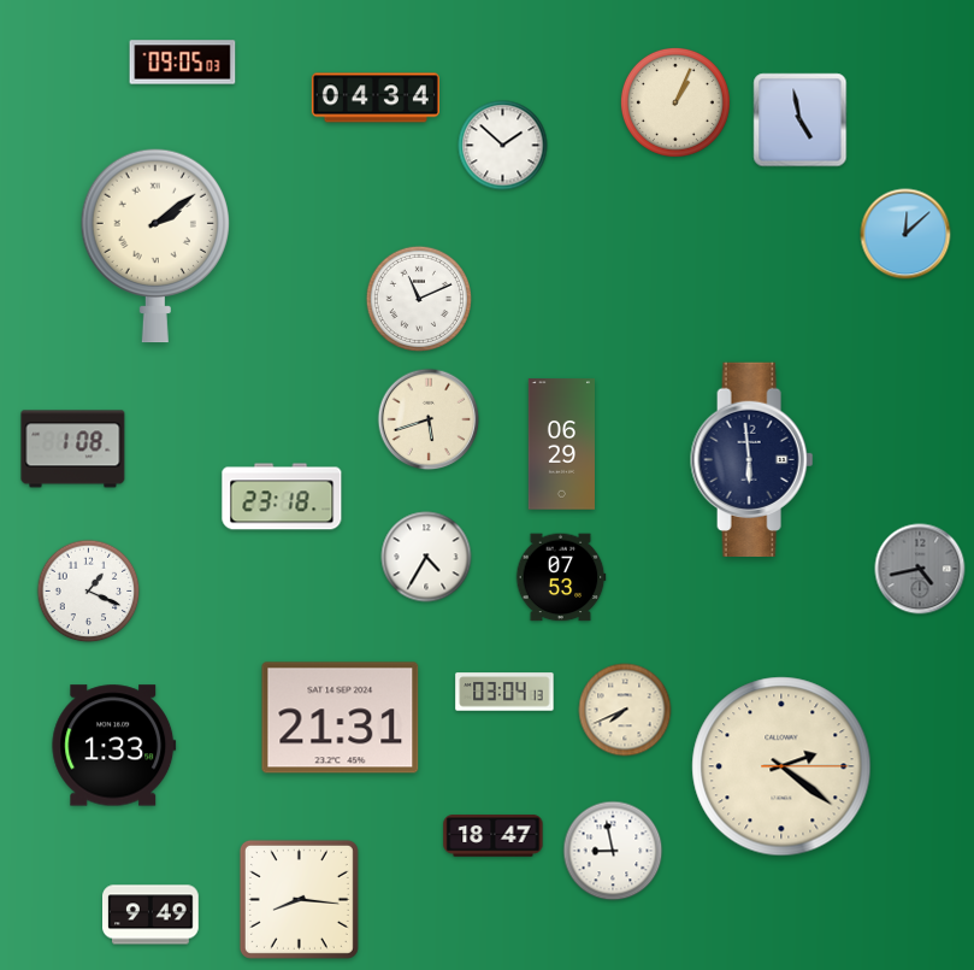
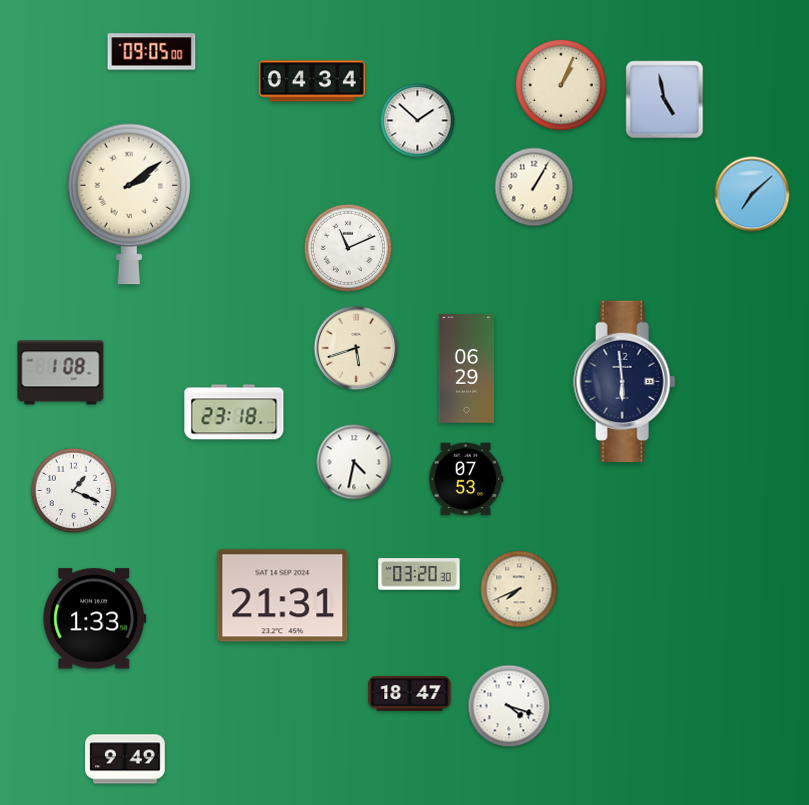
clock at (183, 63): 09:05:03 -> 09:05:00
clock at (534, 187): none -> 1:05
clock at (905, 234): 12:08 -> 7:08
clock at (426, 557): 4:35 -> 4:32
clock at (920, 569): 4:43 -> none
clock at (504, 692): 03:04 -> 03:20
clock at (781, 766): 2:21 -> none
clock at (613, 851): 8:58 -> 4:18
clock at (299, 899): 8:16 -> none
